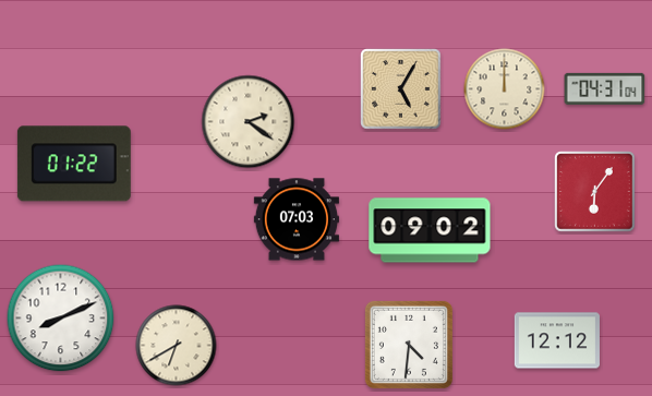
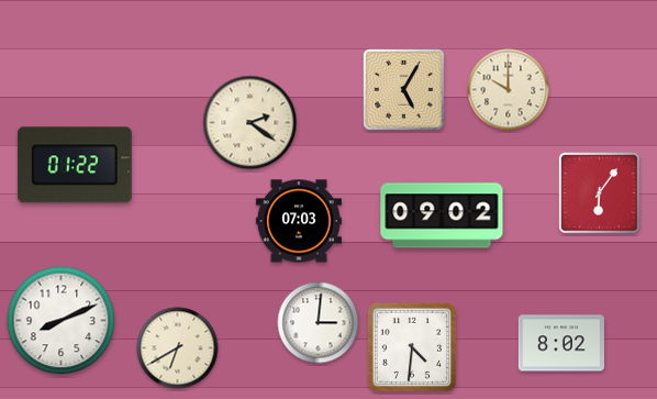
clock at (605, 88): 04:31 -> none
clock at (505, 89): 12:00 -> 10:00
clock at (430, 230) position: (430, 230) -> (442, 215)
clock at (319, 323): none -> 3:01
clock at (557, 340): 12:12 -> 8:02
